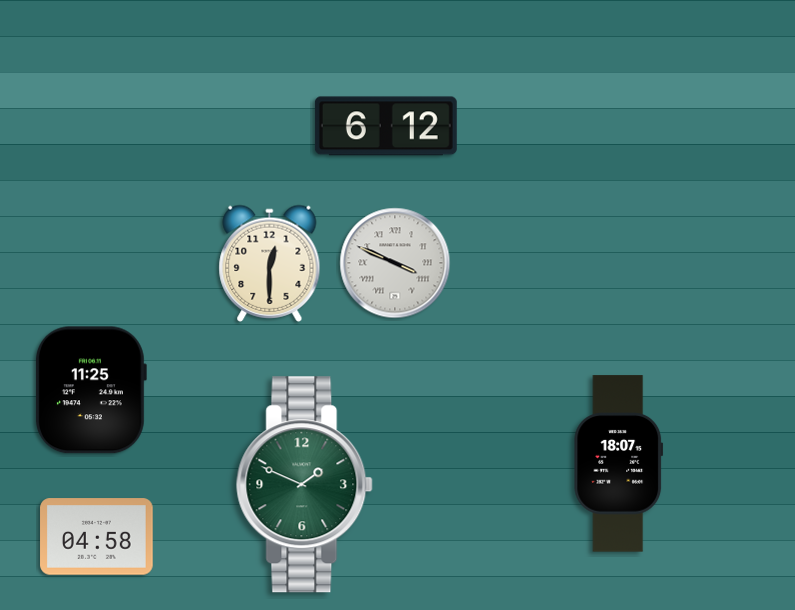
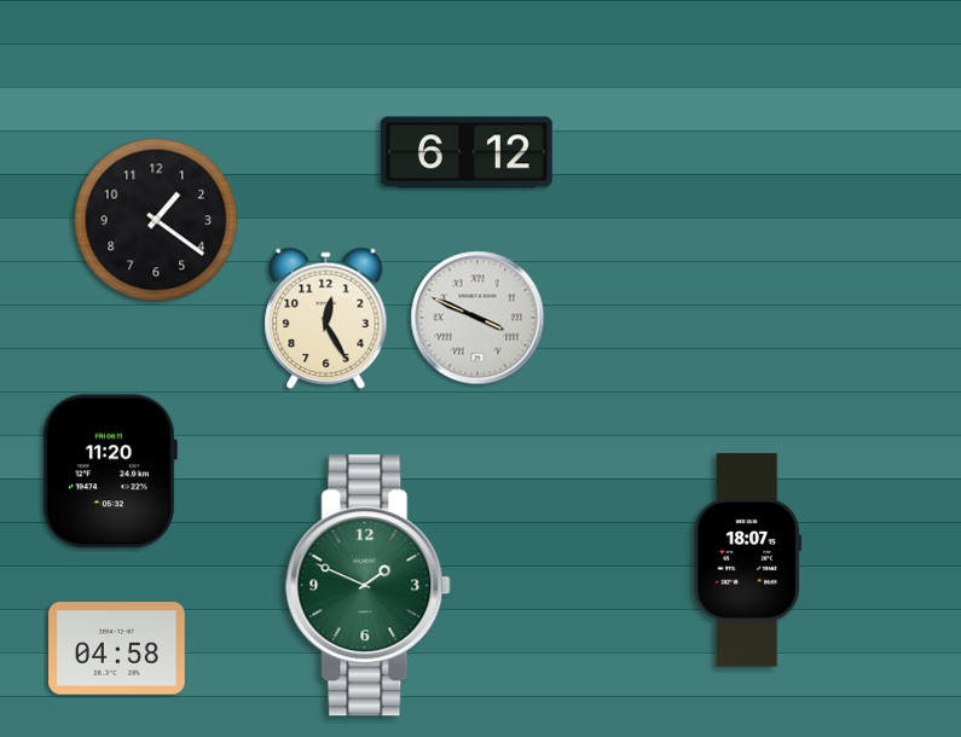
clock at (156, 220): none -> 1:21
clock at (270, 263): 12:30 -> 12:25
clock at (90, 390): 11:25 -> 11:20
